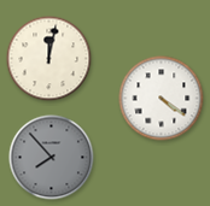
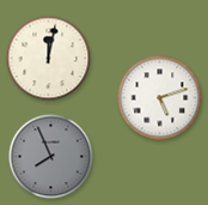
clock at (162, 99): 4:21 -> 5:12
clock at (52, 158): 7:53 -> 7:56
